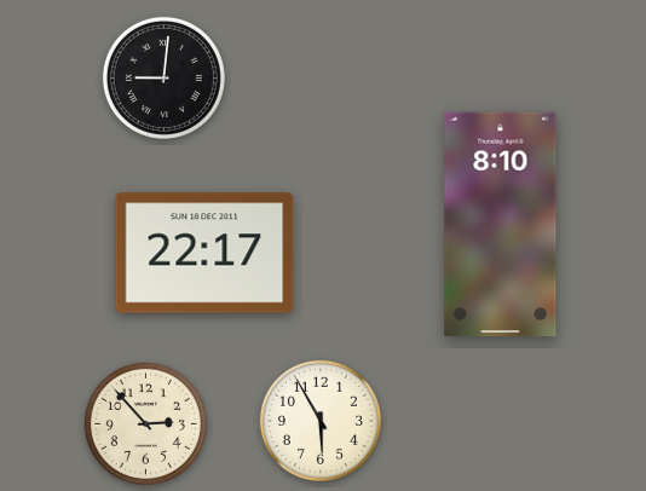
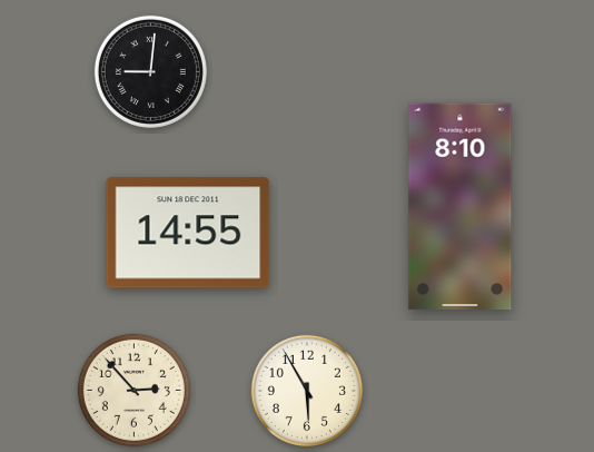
clock at (204, 253): 22:17 -> 14:55
clock at (321, 421) position: (321, 421) -> (307, 391)
